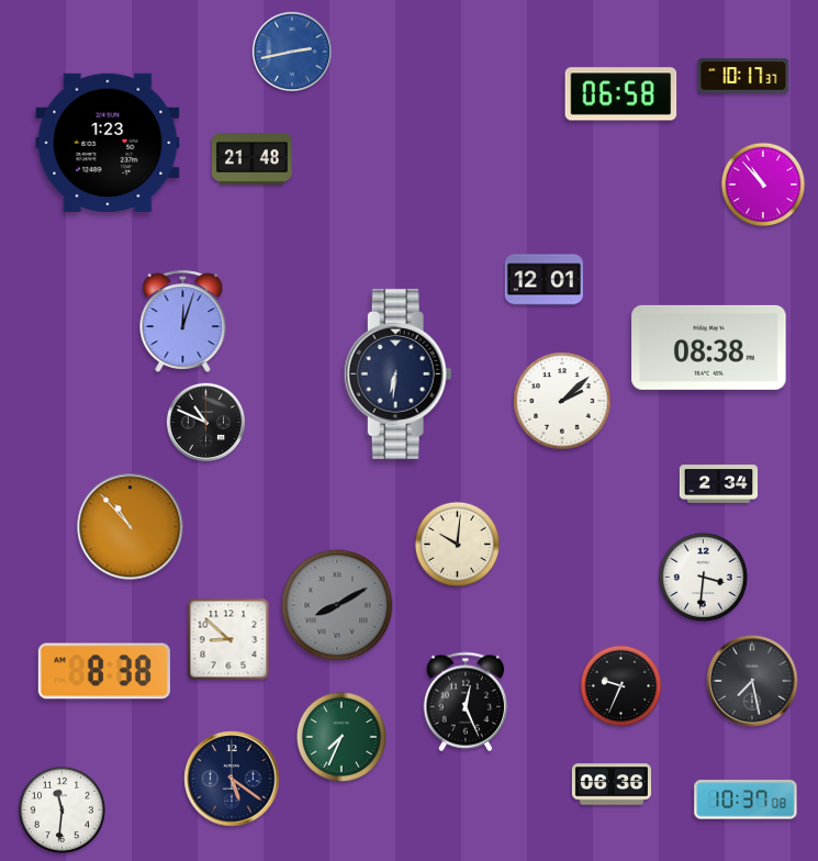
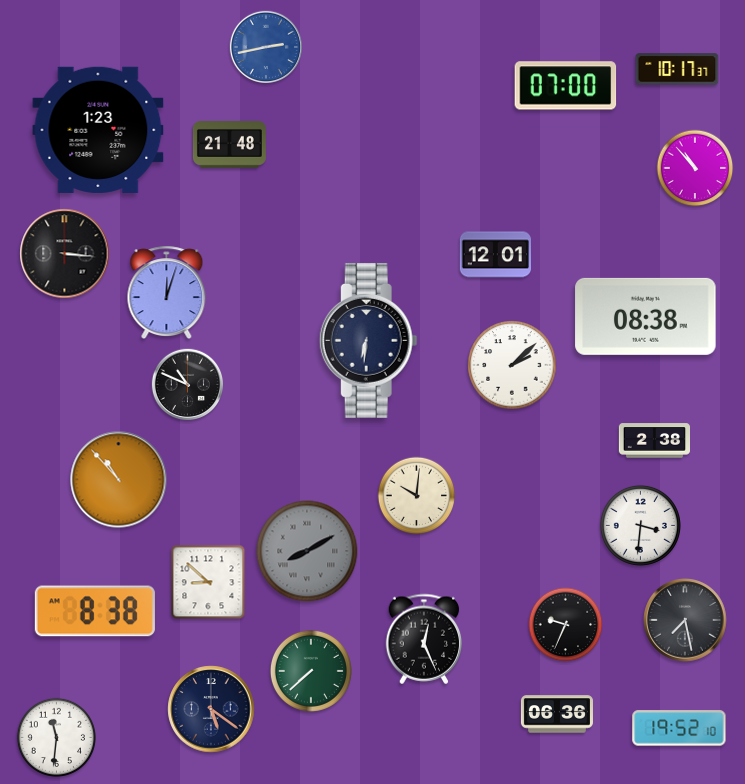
clock at (621, 94): 06:58 -> 07:00
clock at (65, 254): none -> 3:16
clock at (397, 373) position: (397, 373) -> (368, 340)
clock at (718, 484): 2:34 -> 2:38
clock at (341, 737): 7:34 -> 7:38
clock at (746, 800): 10:37 -> 19:52
